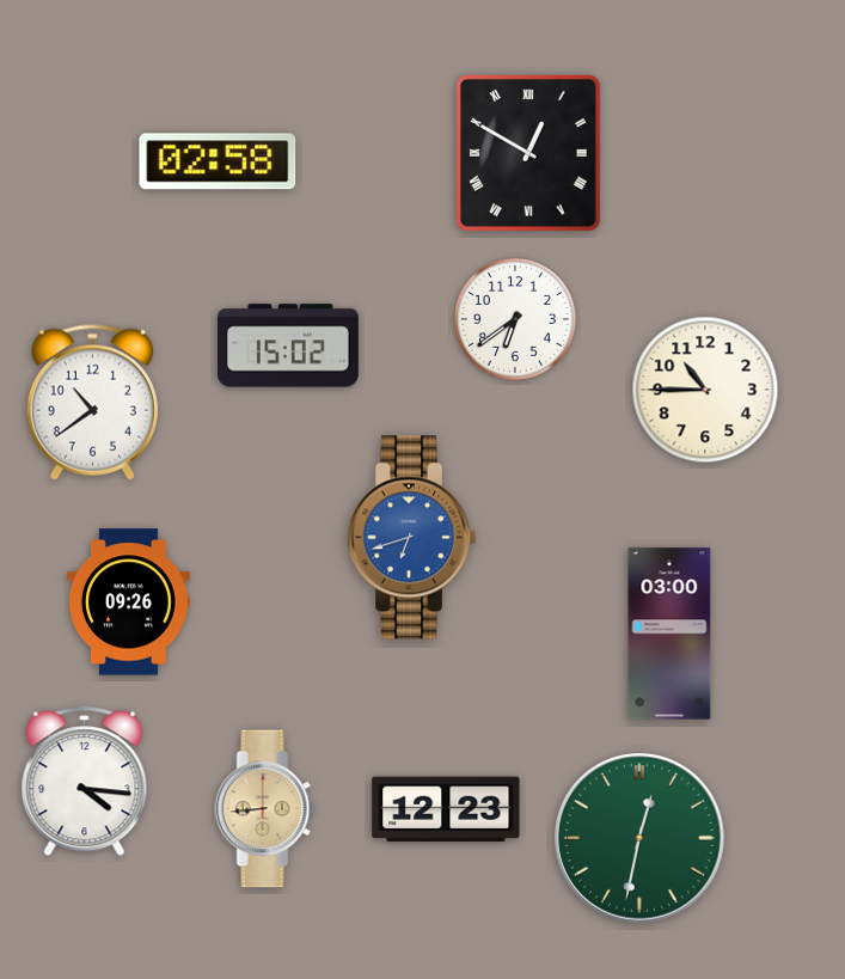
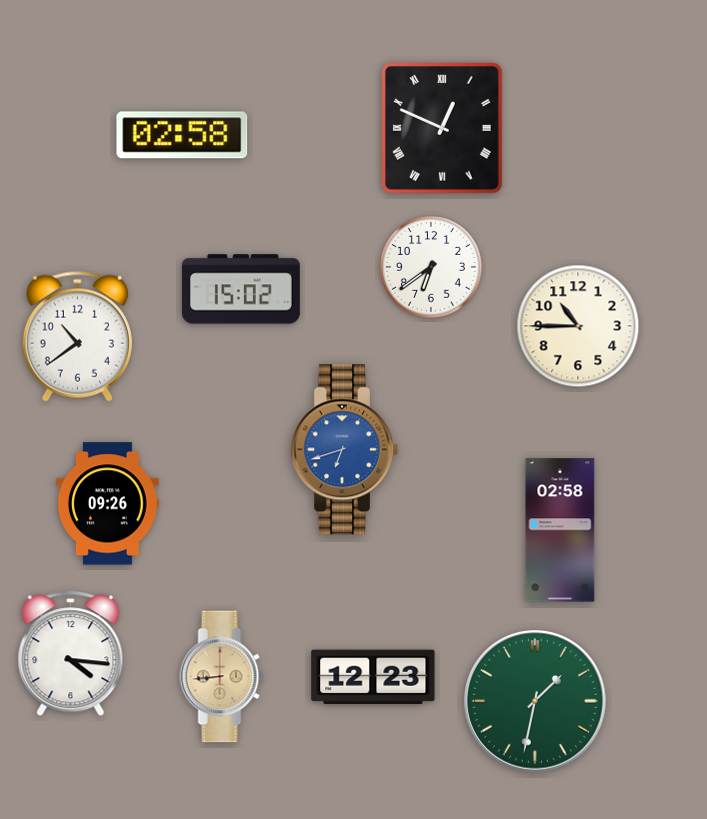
clock at (529, 154): 12:50 -> 12:49
clock at (705, 390) position: (705, 390) -> (578, 326)
clock at (669, 634): 03:00 -> 02:58
clock at (639, 838): 12:32 -> 1:32
